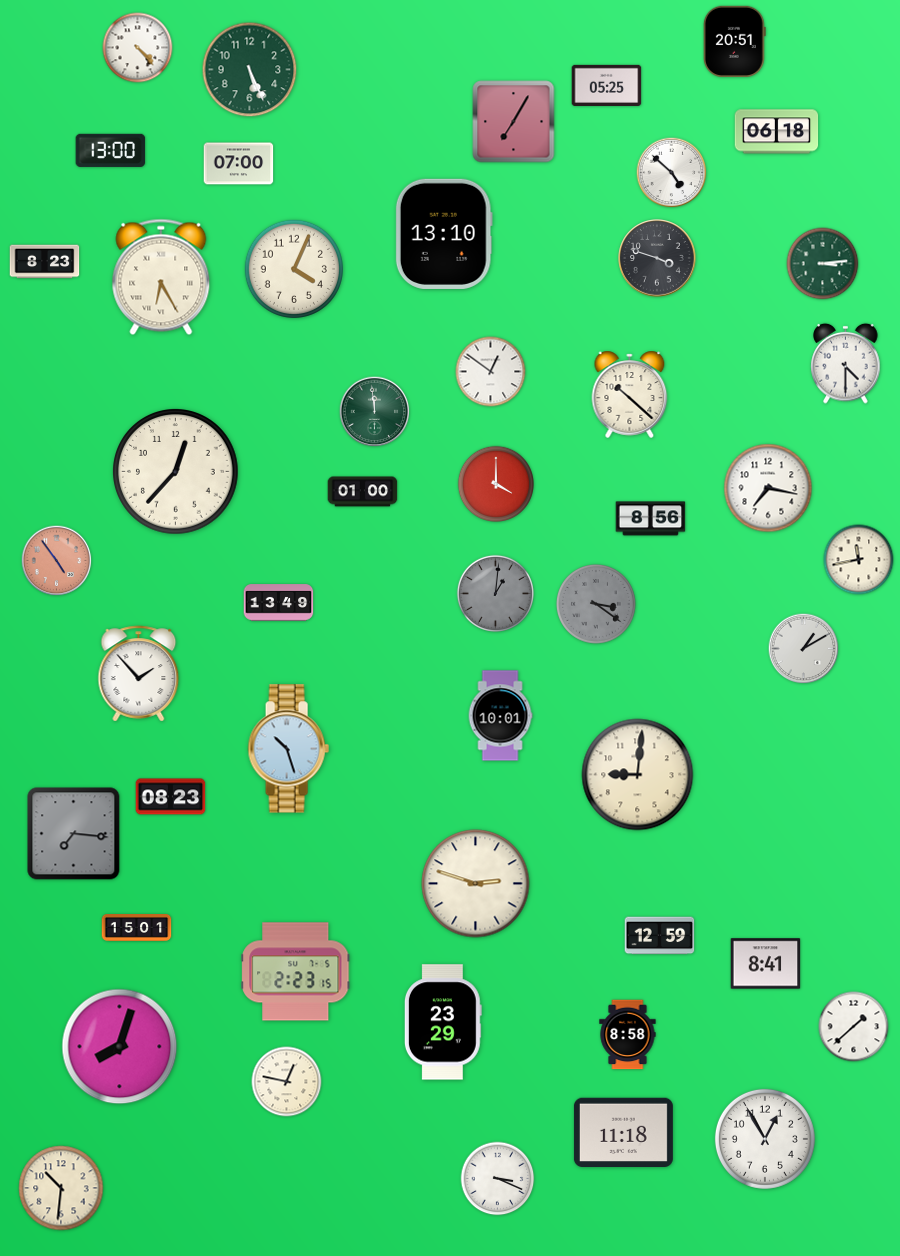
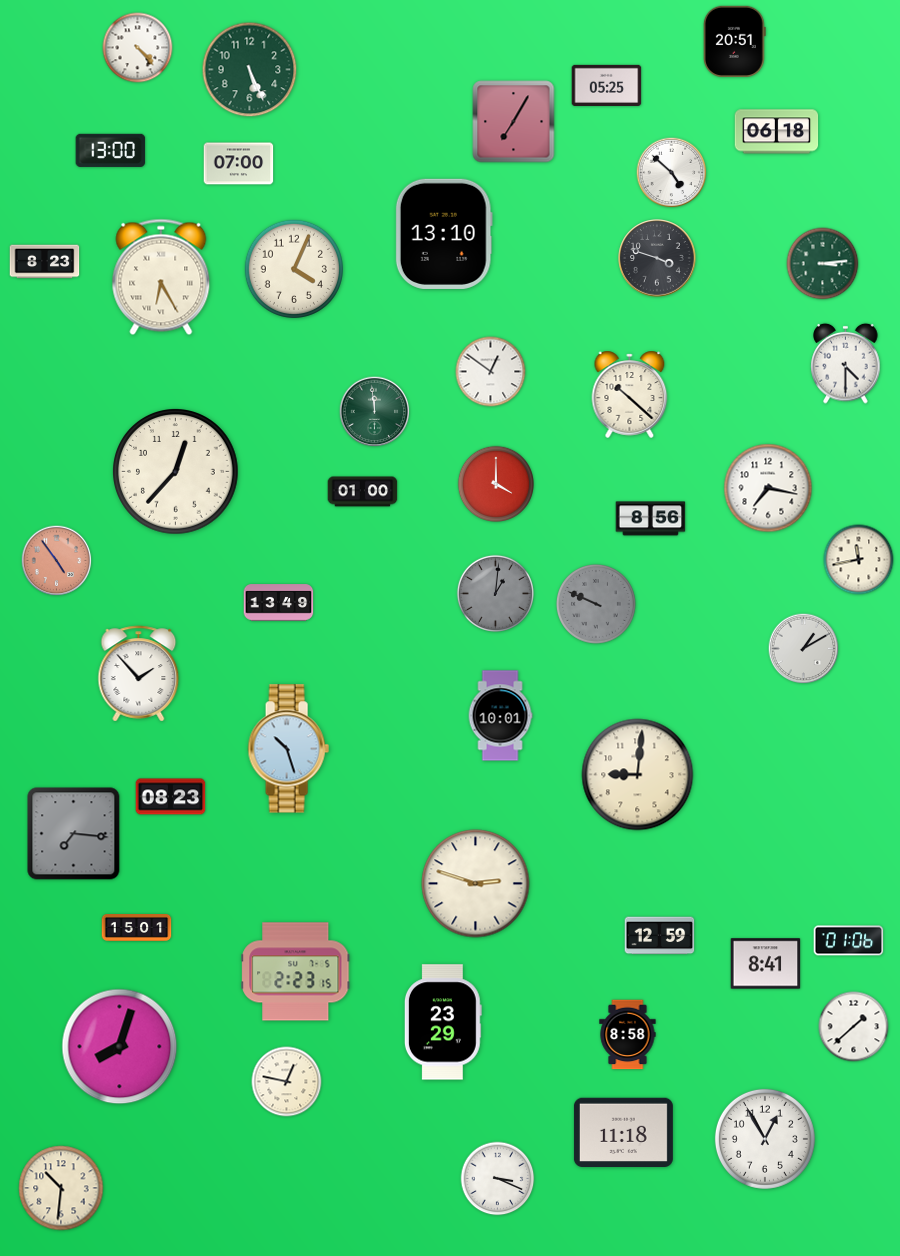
clock at (596, 604): 3:21 -> 9:49
clock at (849, 941): none -> 01:06
